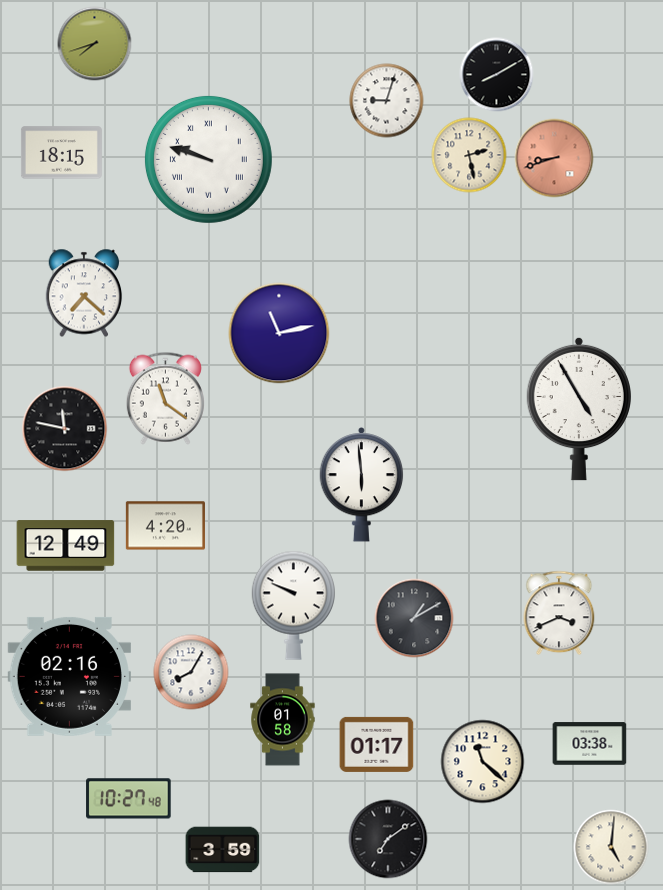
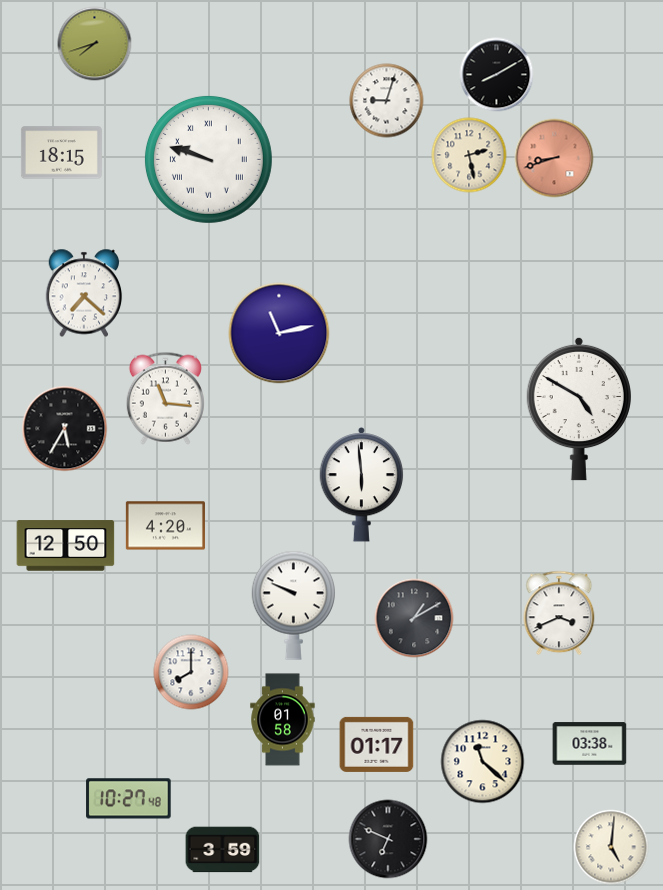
clock at (165, 398): 11:21 -> 11:16
clock at (579, 409): 4:55 -> 4:50
clock at (65, 429): 11:47 -> 5:35
clock at (66, 546): 12:49 -> 12:50
clock at (191, 672): 8:05 -> 8:00
clock at (69, 676): 02:16 -> none
clock at (388, 839): 7:09 -> 6:49
